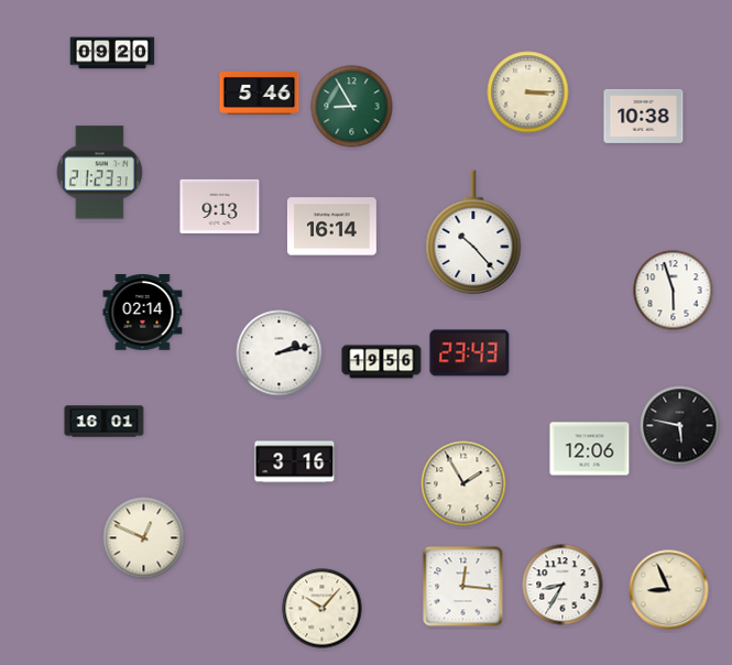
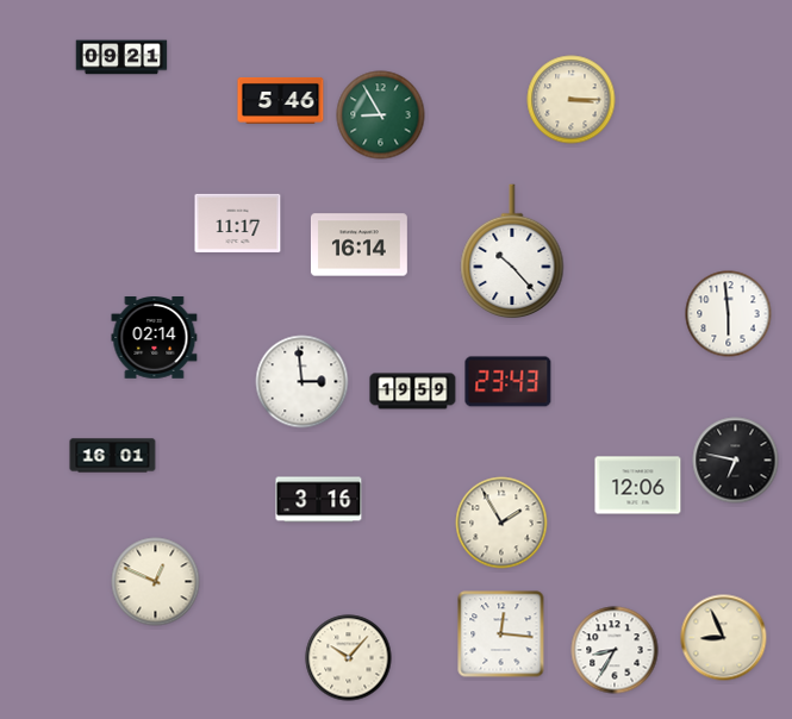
clock at (112, 53): 09:20 -> 09:21
clock at (644, 116): 10:38 -> none
clock at (99, 173): 21:23 -> none
clock at (220, 206): 9:13 -> 11:17
clock at (674, 291): 5:57 -> 5:59
clock at (280, 353): 2:13 -> 2:59
clock at (382, 362): 19:56 -> 19:59
clock at (680, 426): 5:47 -> 6:47
clock at (562, 585) position: (562, 585) -> (615, 650)
